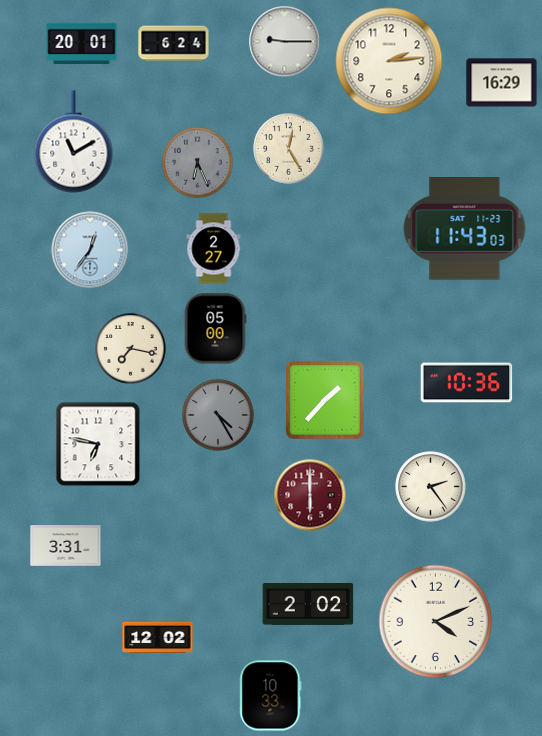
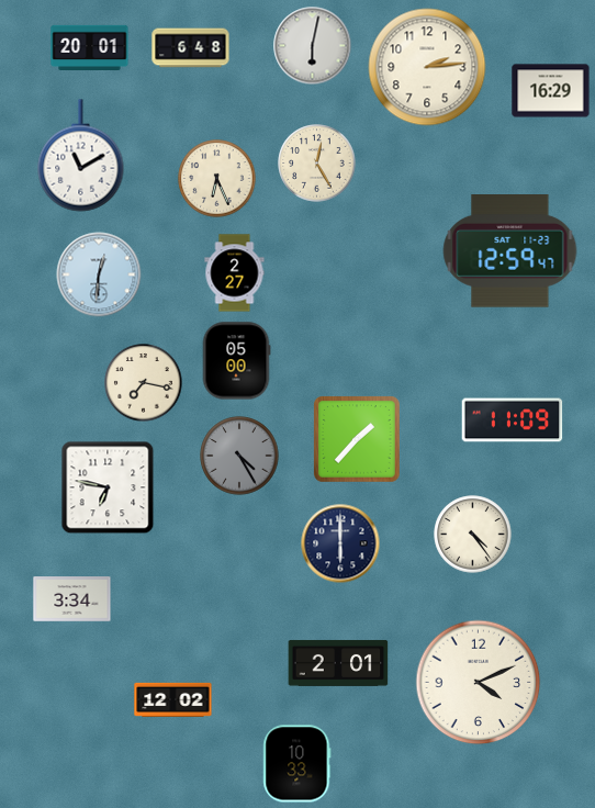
clock at (285, 42): 9:15 -> 6:02
clock at (174, 44): 6:24 -> 6:48
clock at (198, 163) dial: grey -> cream
clock at (465, 229): 11:43 -> 12:59
clock at (90, 250): 12:36 -> 12:31
clock at (467, 383): 10:36 -> 11:09
clock at (431, 487): 2:24 -> 4:24
clock at (310, 495) dial: burgundy -> navy
clock at (66, 546): 3:31 -> 3:34
clock at (308, 604): 2:02 -> 2:01
